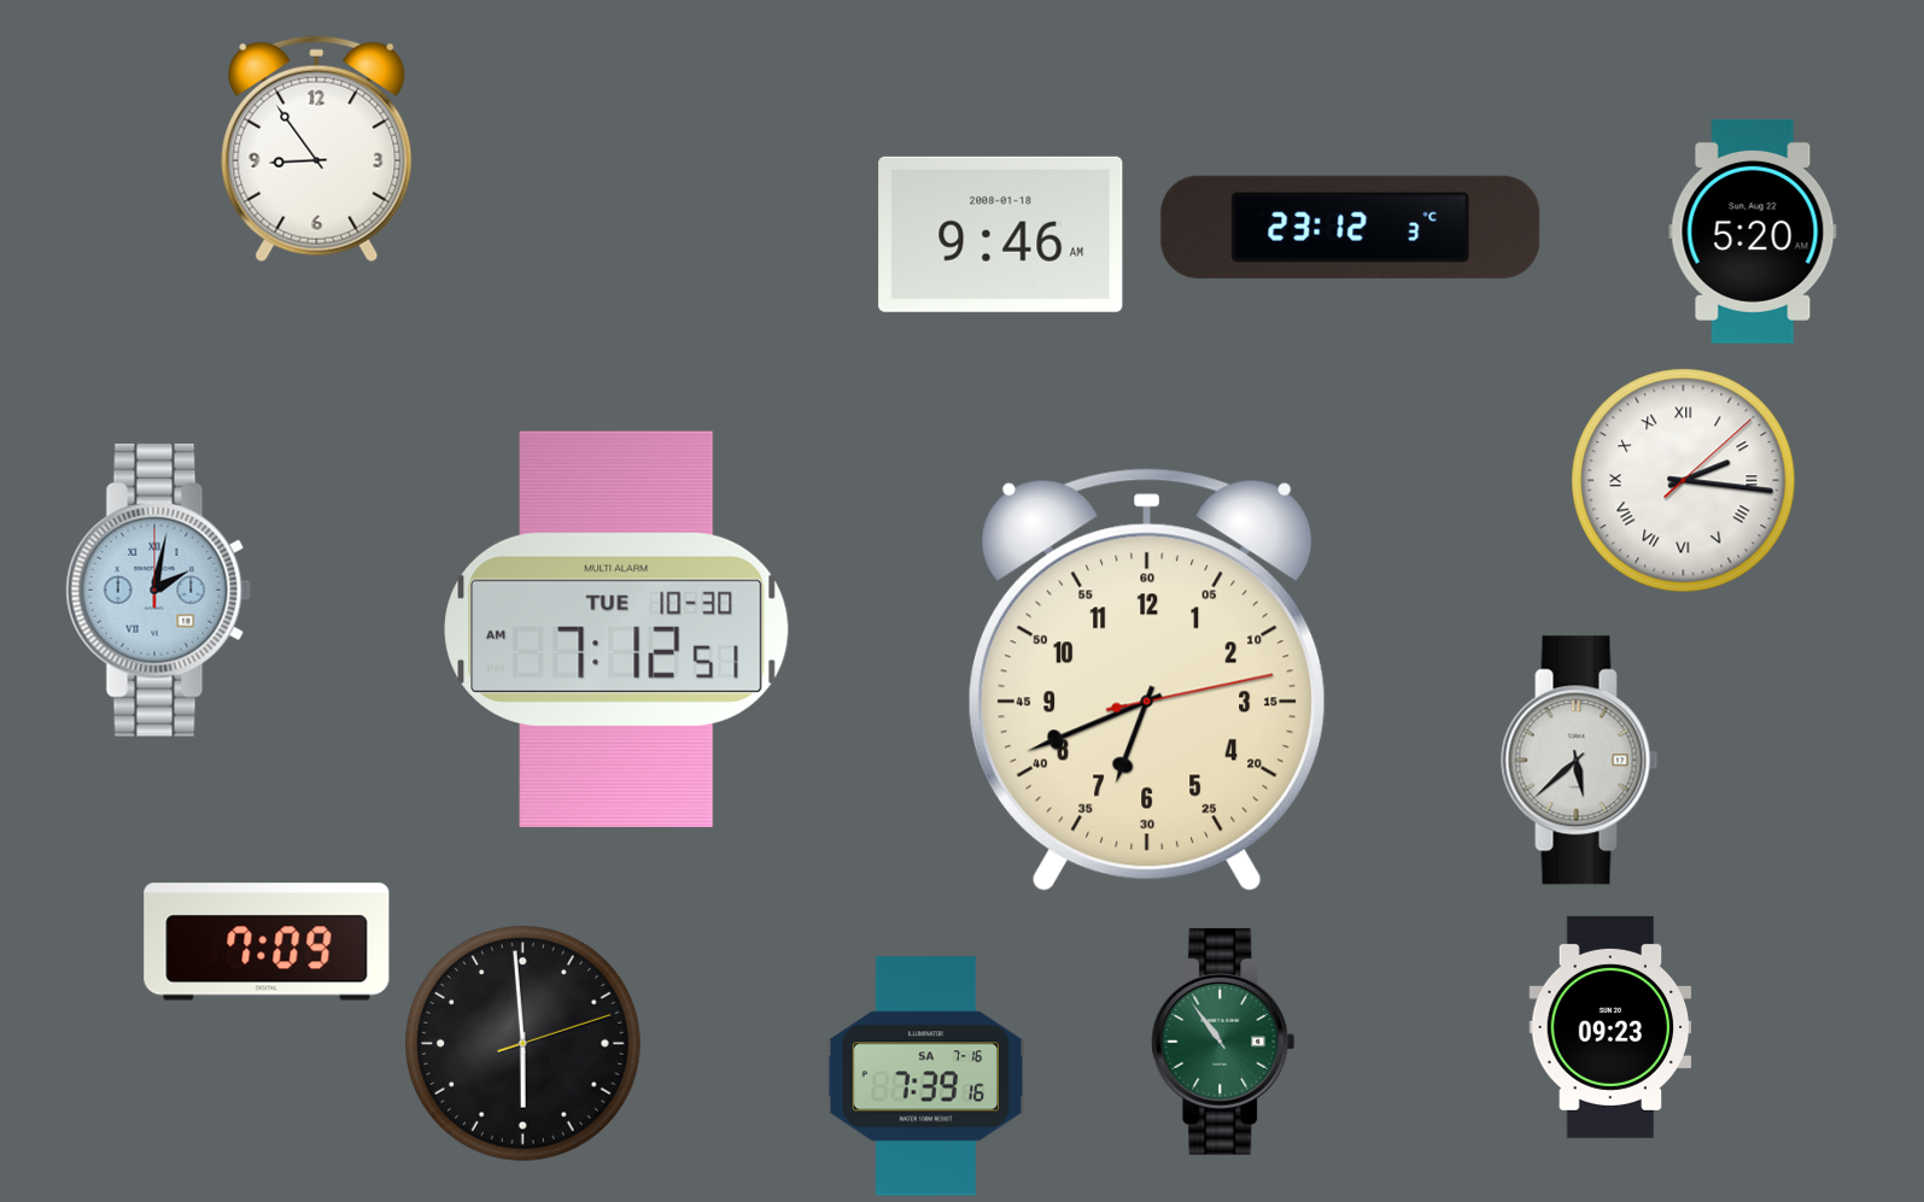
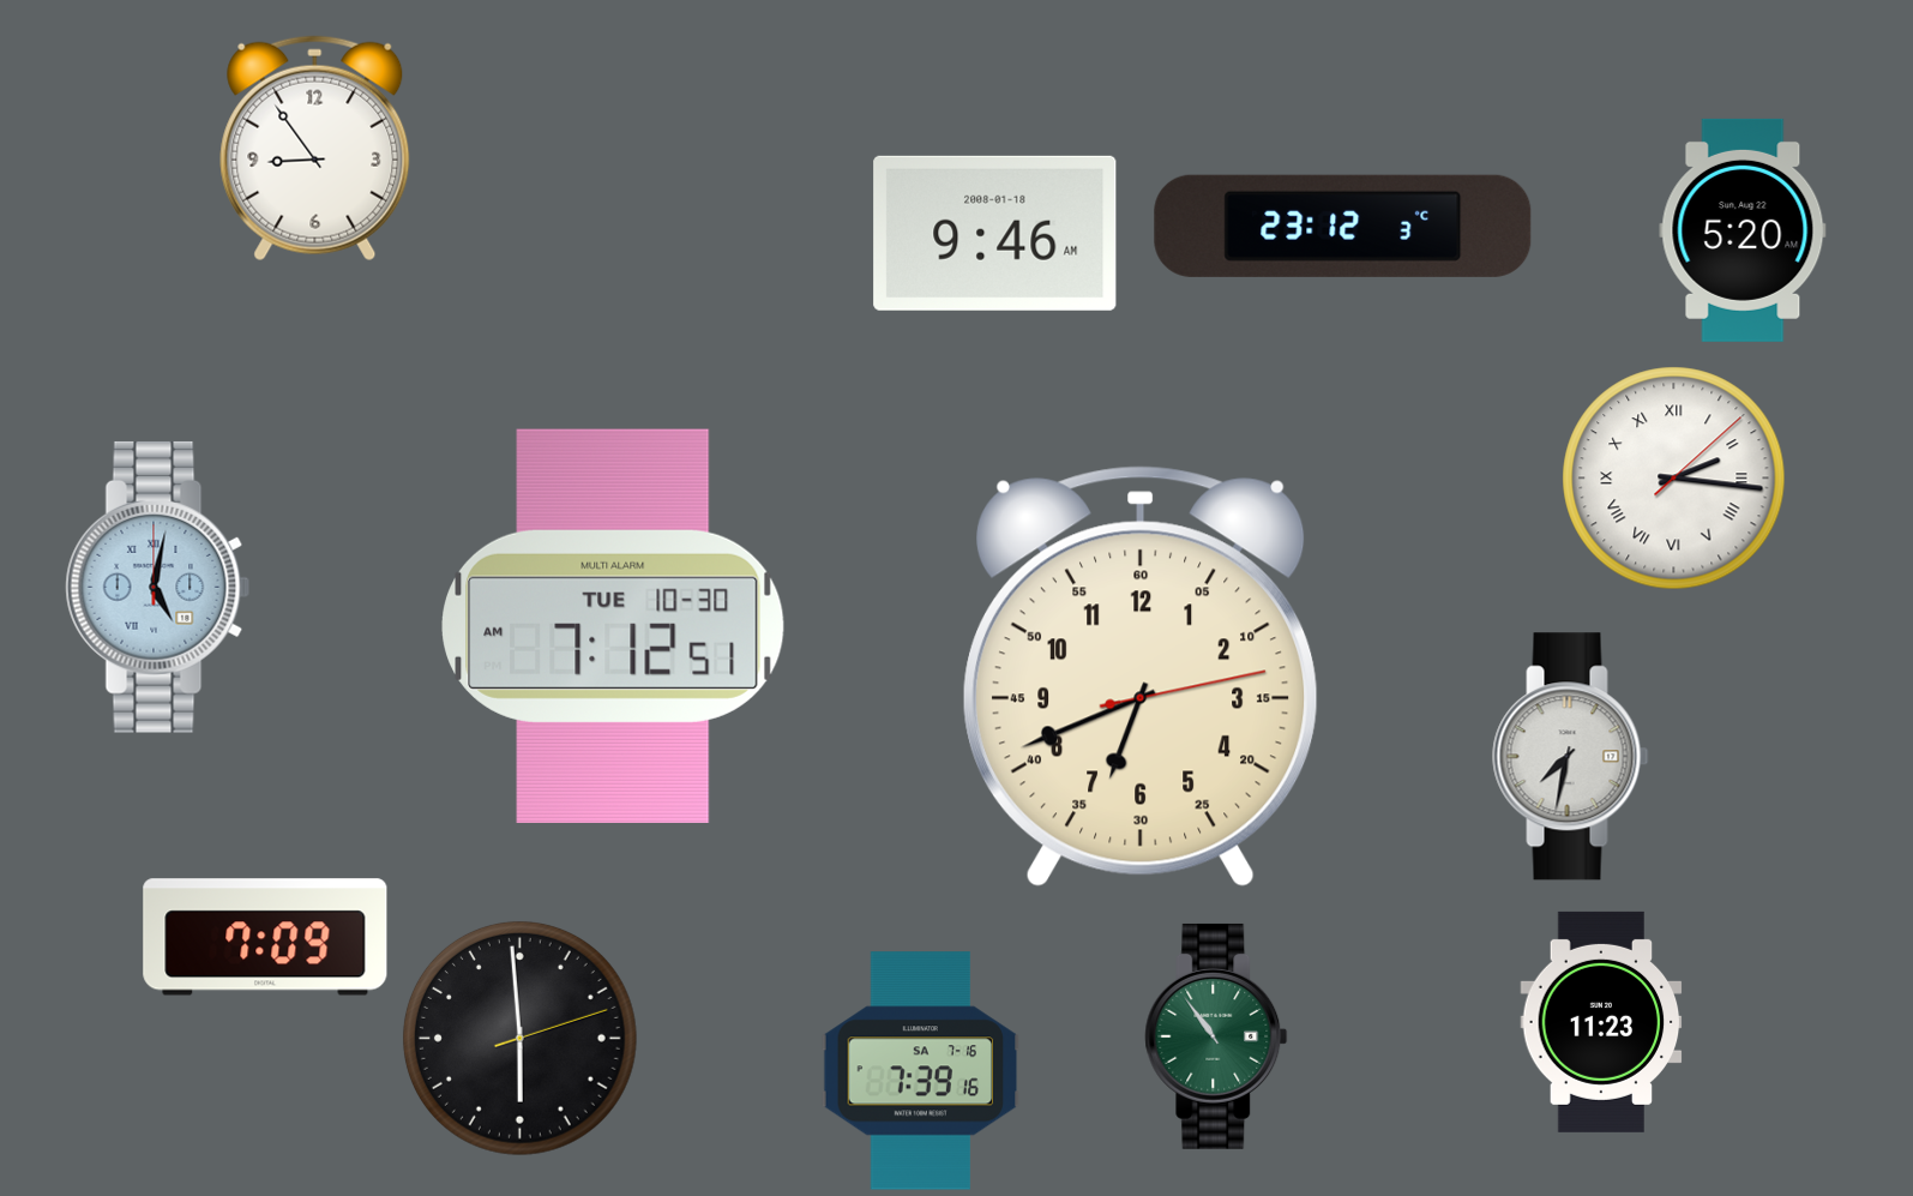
clock at (159, 590): 2:02 -> 5:02
clock at (1580, 761): 5:38 -> 7:32
clock at (1610, 1027): 09:23 -> 11:23
